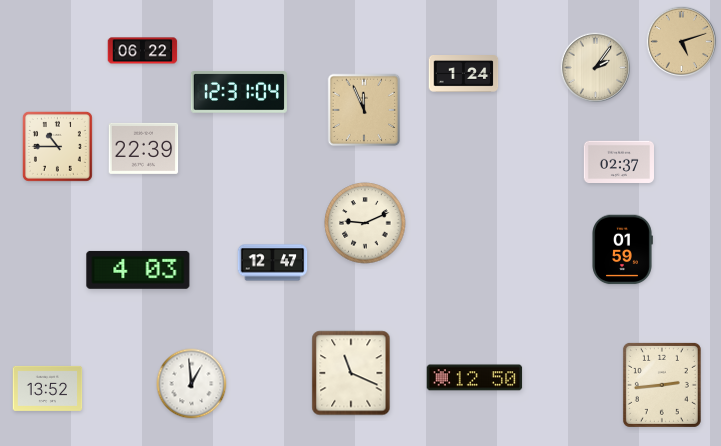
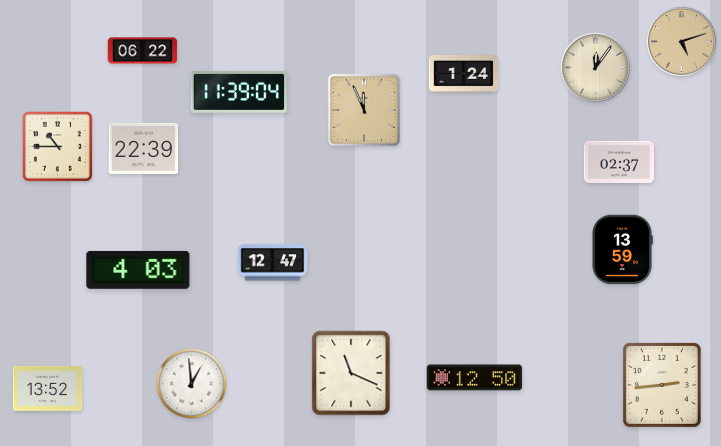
clock at (596, 68): 2:06 -> 12:06
clock at (238, 92): 12:31 -> 11:39
clock at (365, 223): 9:11 -> none
clock at (622, 250): 01:59 -> 13:59
